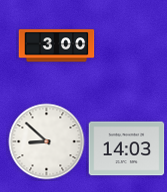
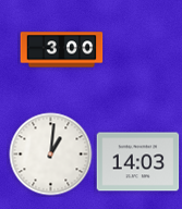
clock at (47, 142): 8:52 -> 1:01
